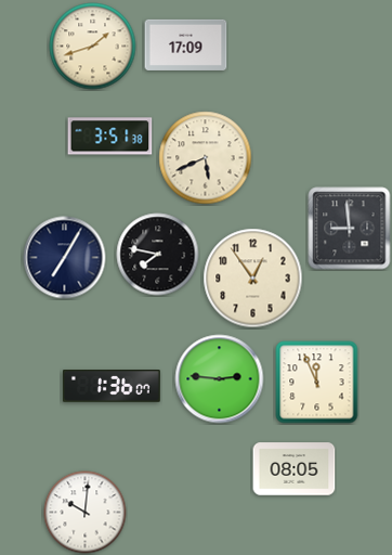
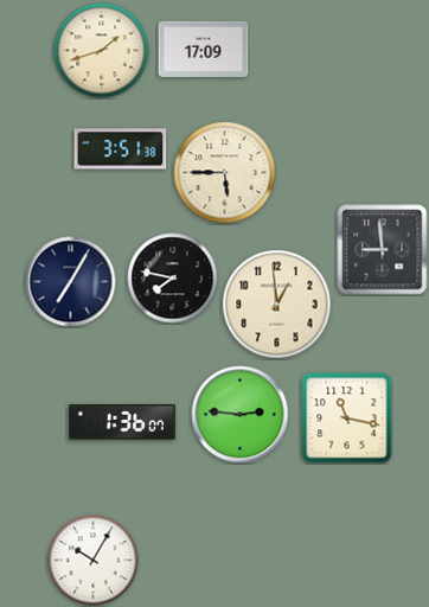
clock at (206, 158): 5:41 -> 5:45
clock at (253, 279): 12:54 -> 12:59
clock at (317, 383): 11:56 -> 11:17
clock at (295, 469): 08:05 -> none
clock at (86, 513): 10:01 -> 10:05
